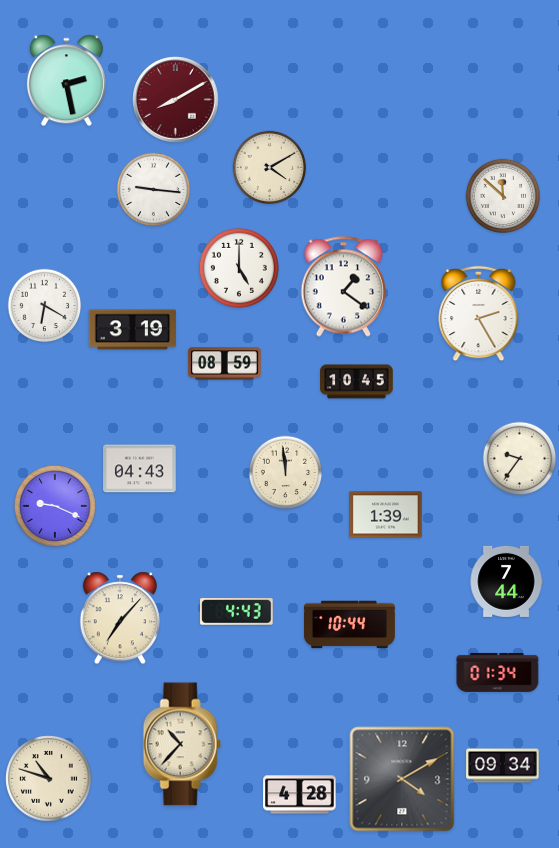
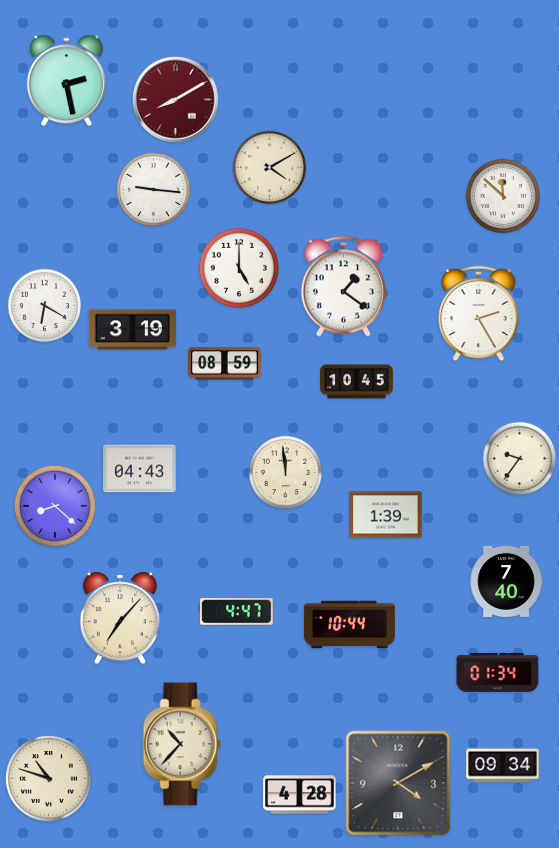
clock at (55, 506): 9:19 -> 8:22
clock at (506, 581): 7:44 -> 7:40
clock at (237, 612): 4:43 -> 4:47
clock at (402, 779) position: (402, 779) -> (398, 783)
